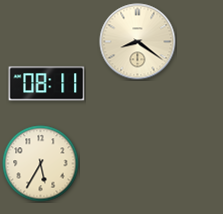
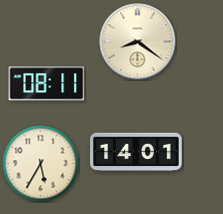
clock at (136, 152): none -> 14:01
